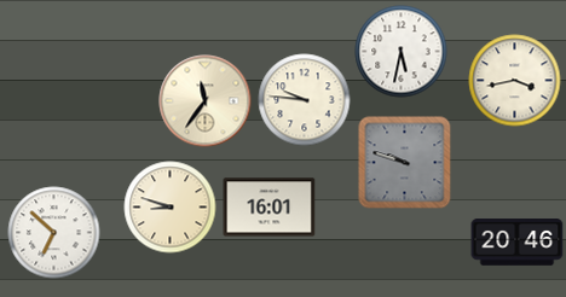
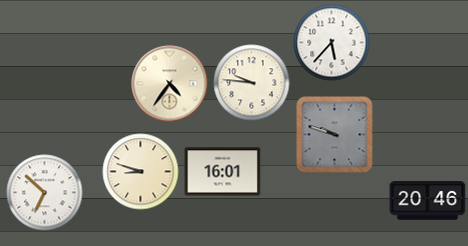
clock at (402, 52): 5:32 -> 5:37
clock at (515, 81): 3:43 -> none
clock at (206, 101): 11:36 -> 4:36
